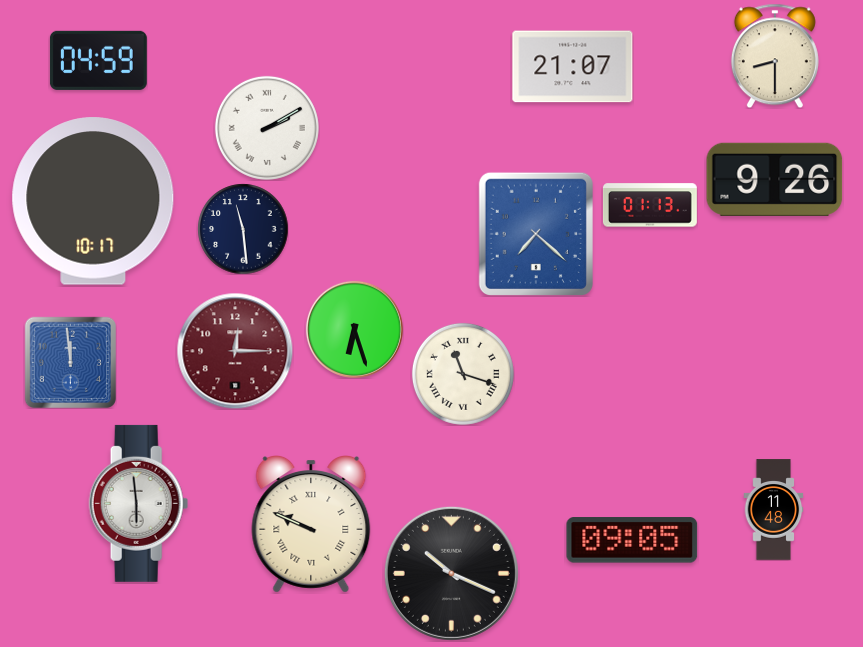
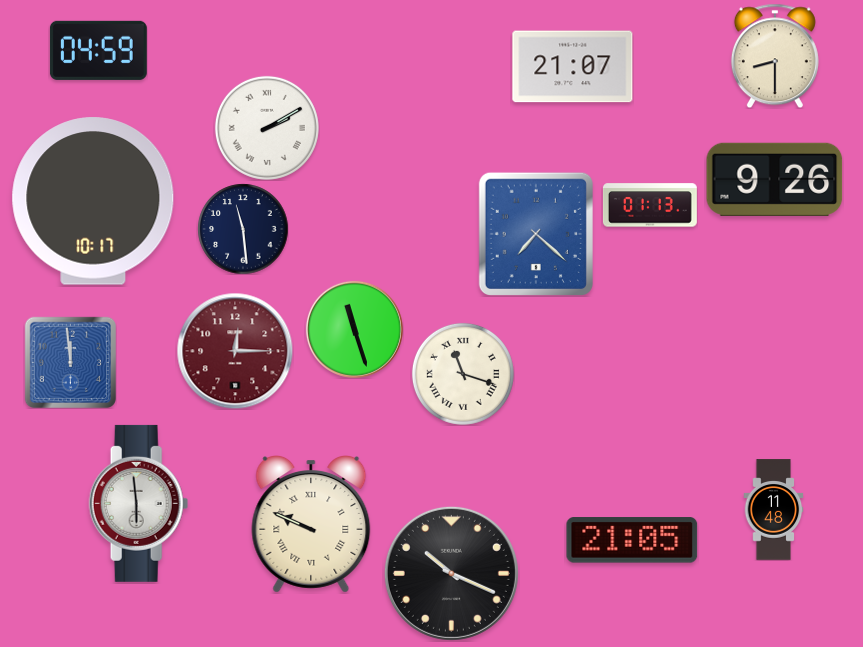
clock at (98, 60) position: (98, 60) -> (98, 50)
clock at (354, 329): 6:27 -> 11:27
clock at (632, 540): 09:05 -> 21:05
